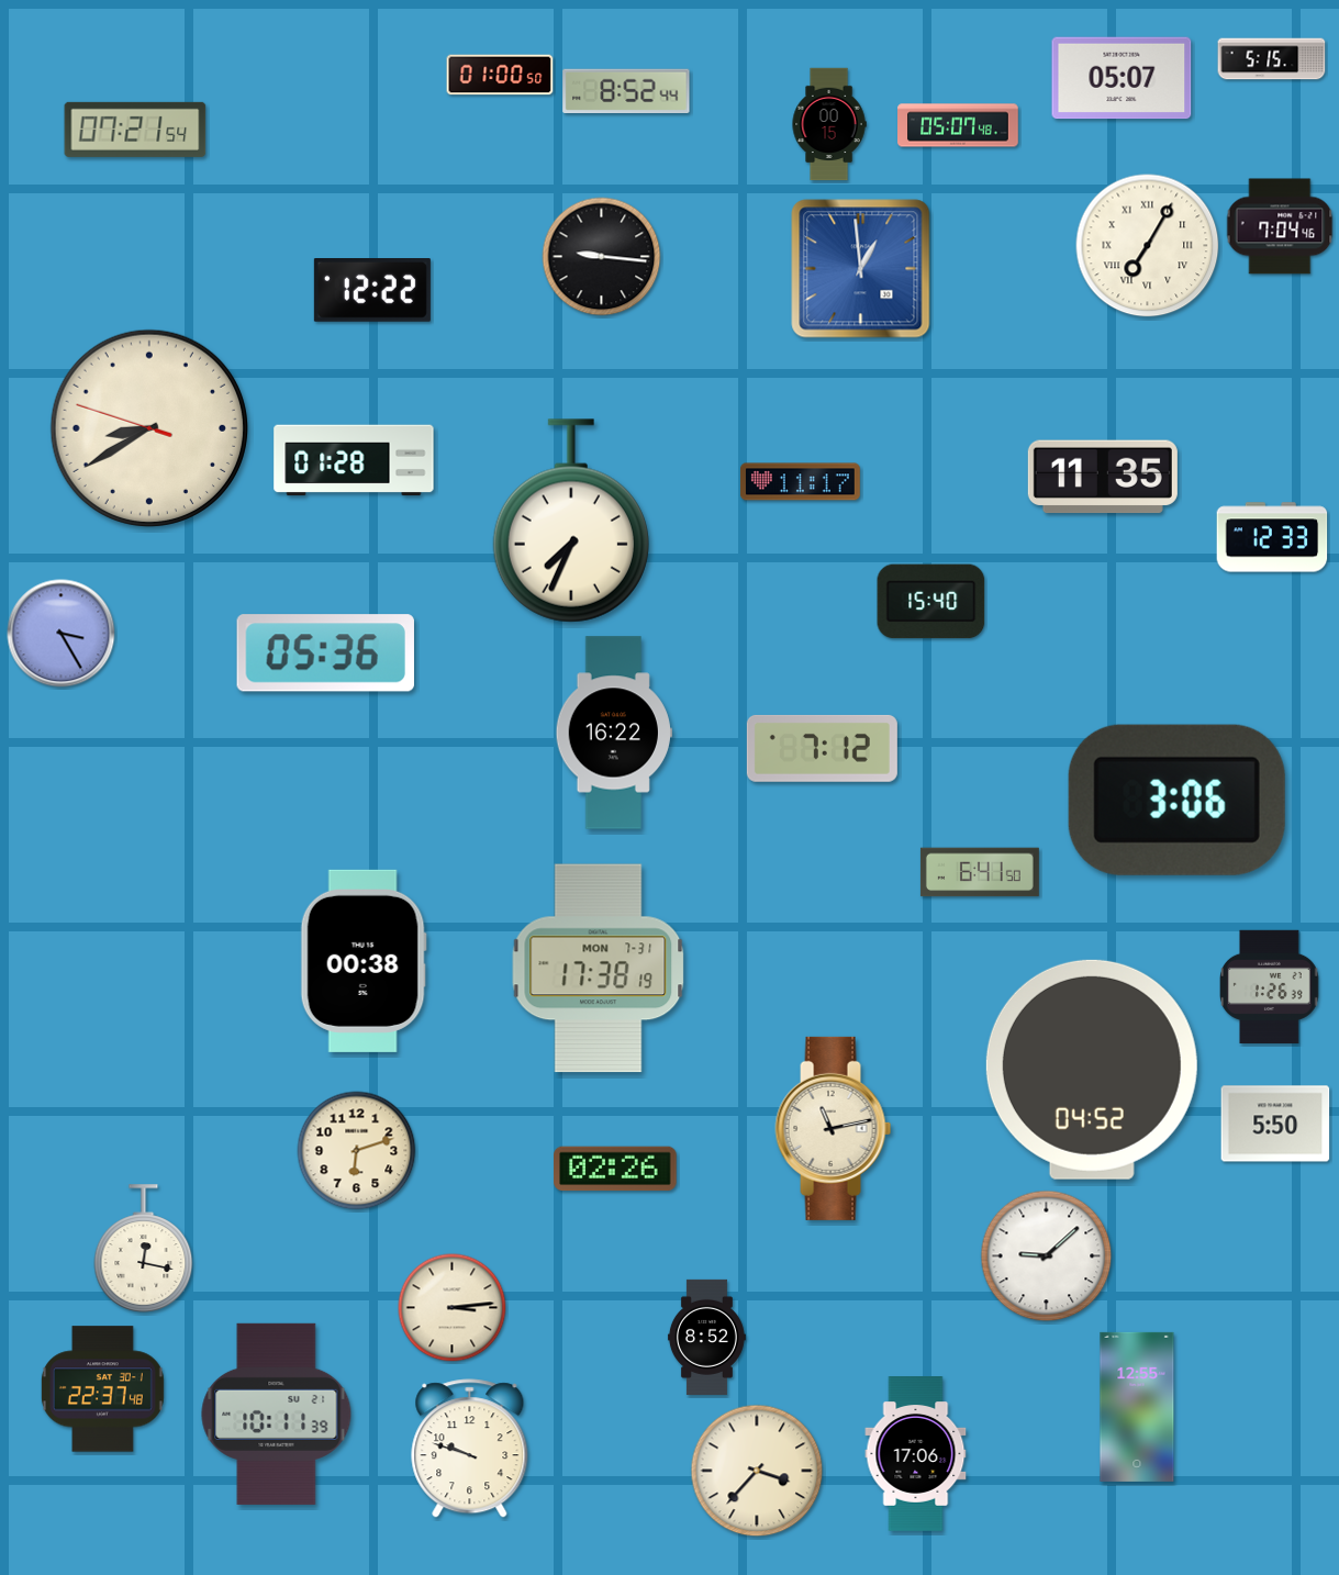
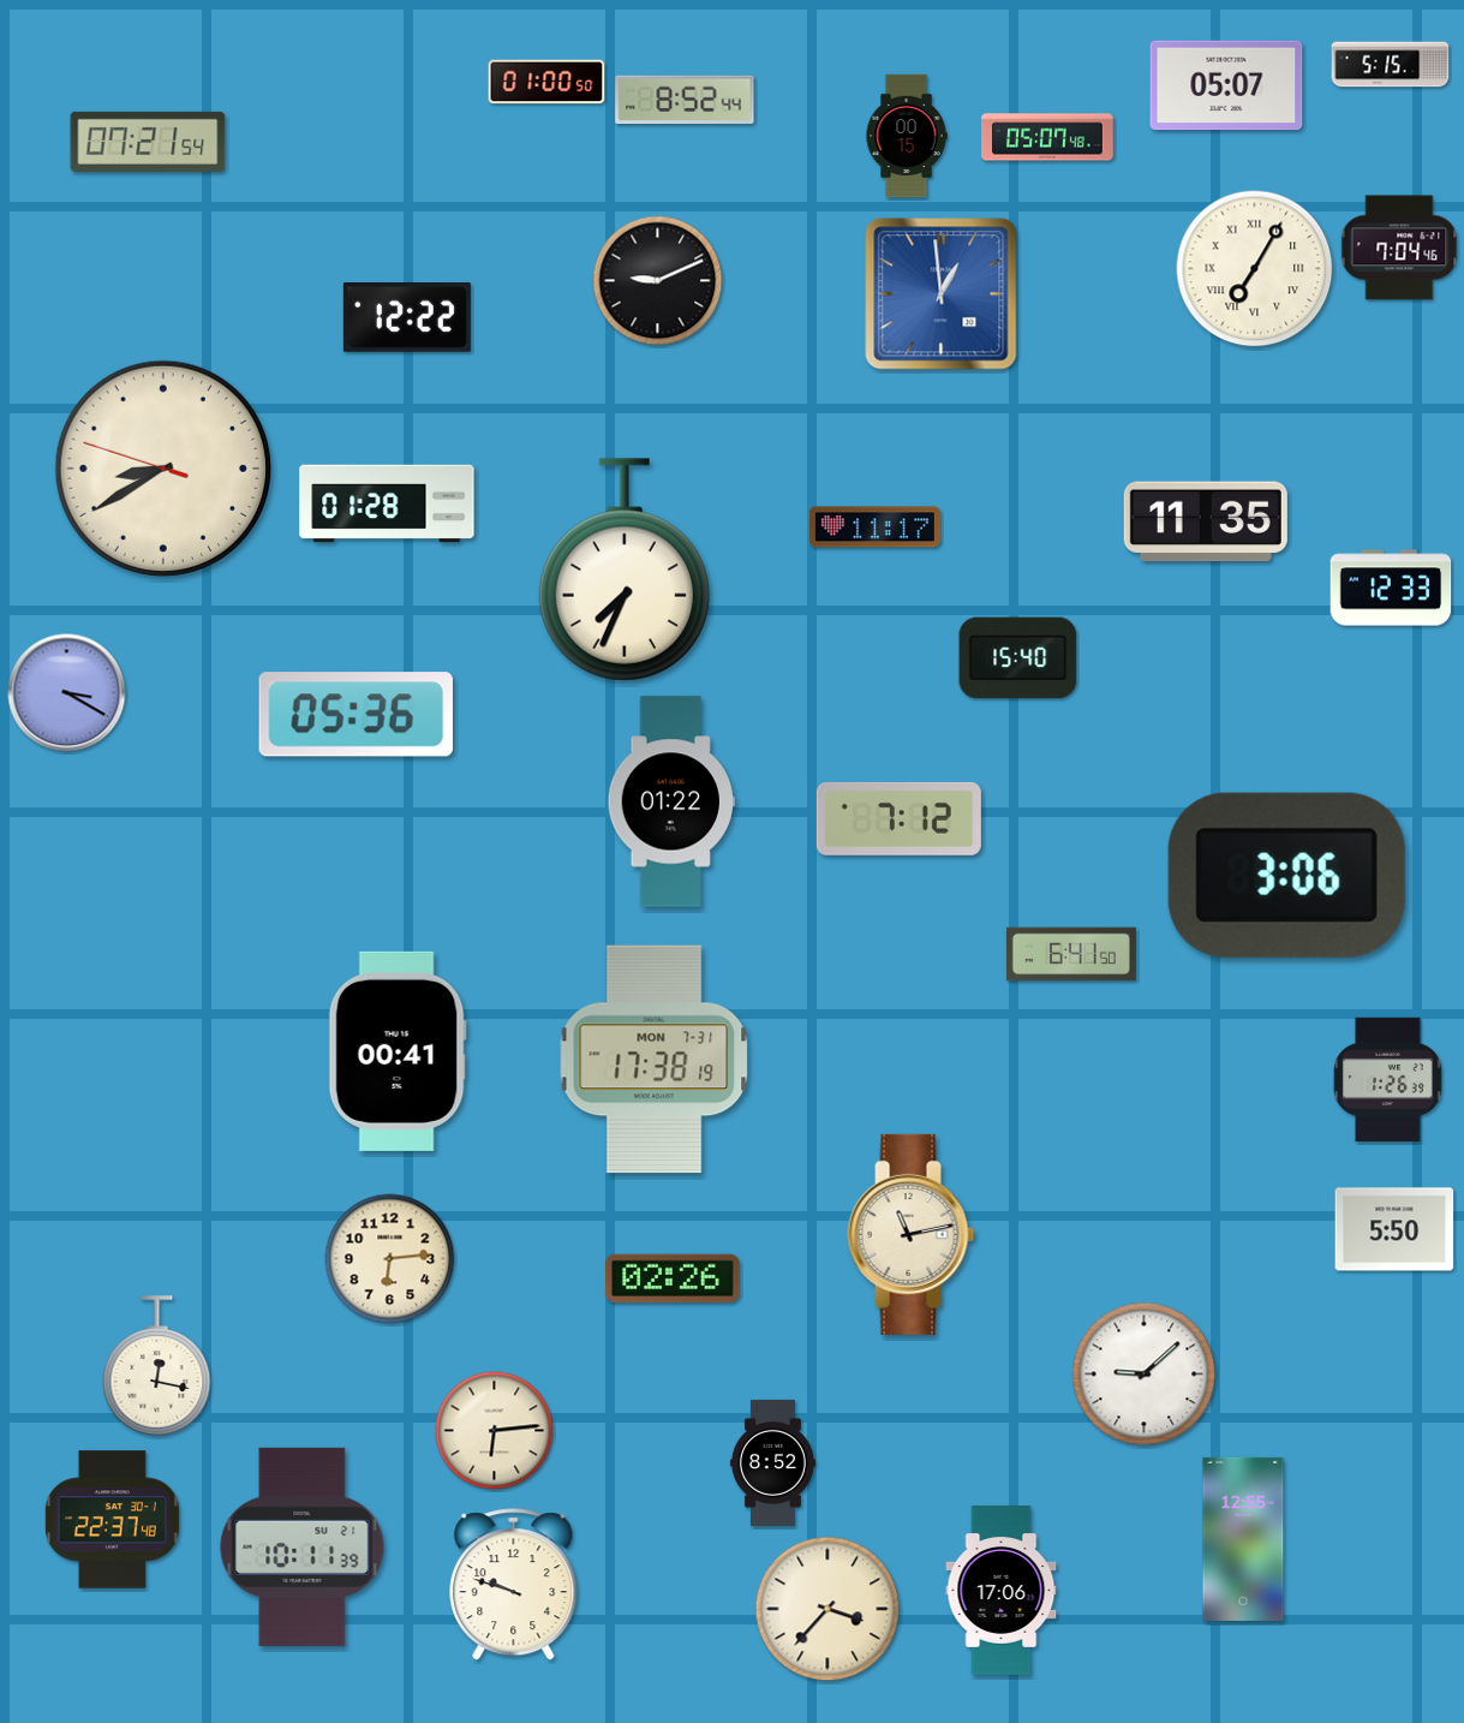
clock at (602, 257): 9:16 -> 9:11
clock at (62, 634): 3:25 -> 3:20
clock at (614, 733): 16:22 -> 01:22
clock at (364, 961): 00:38 -> 00:41
clock at (1092, 1070): 04:52 -> none
clock at (357, 1151): 6:12 -> 6:14
clock at (453, 1308): 3:14 -> 6:14
